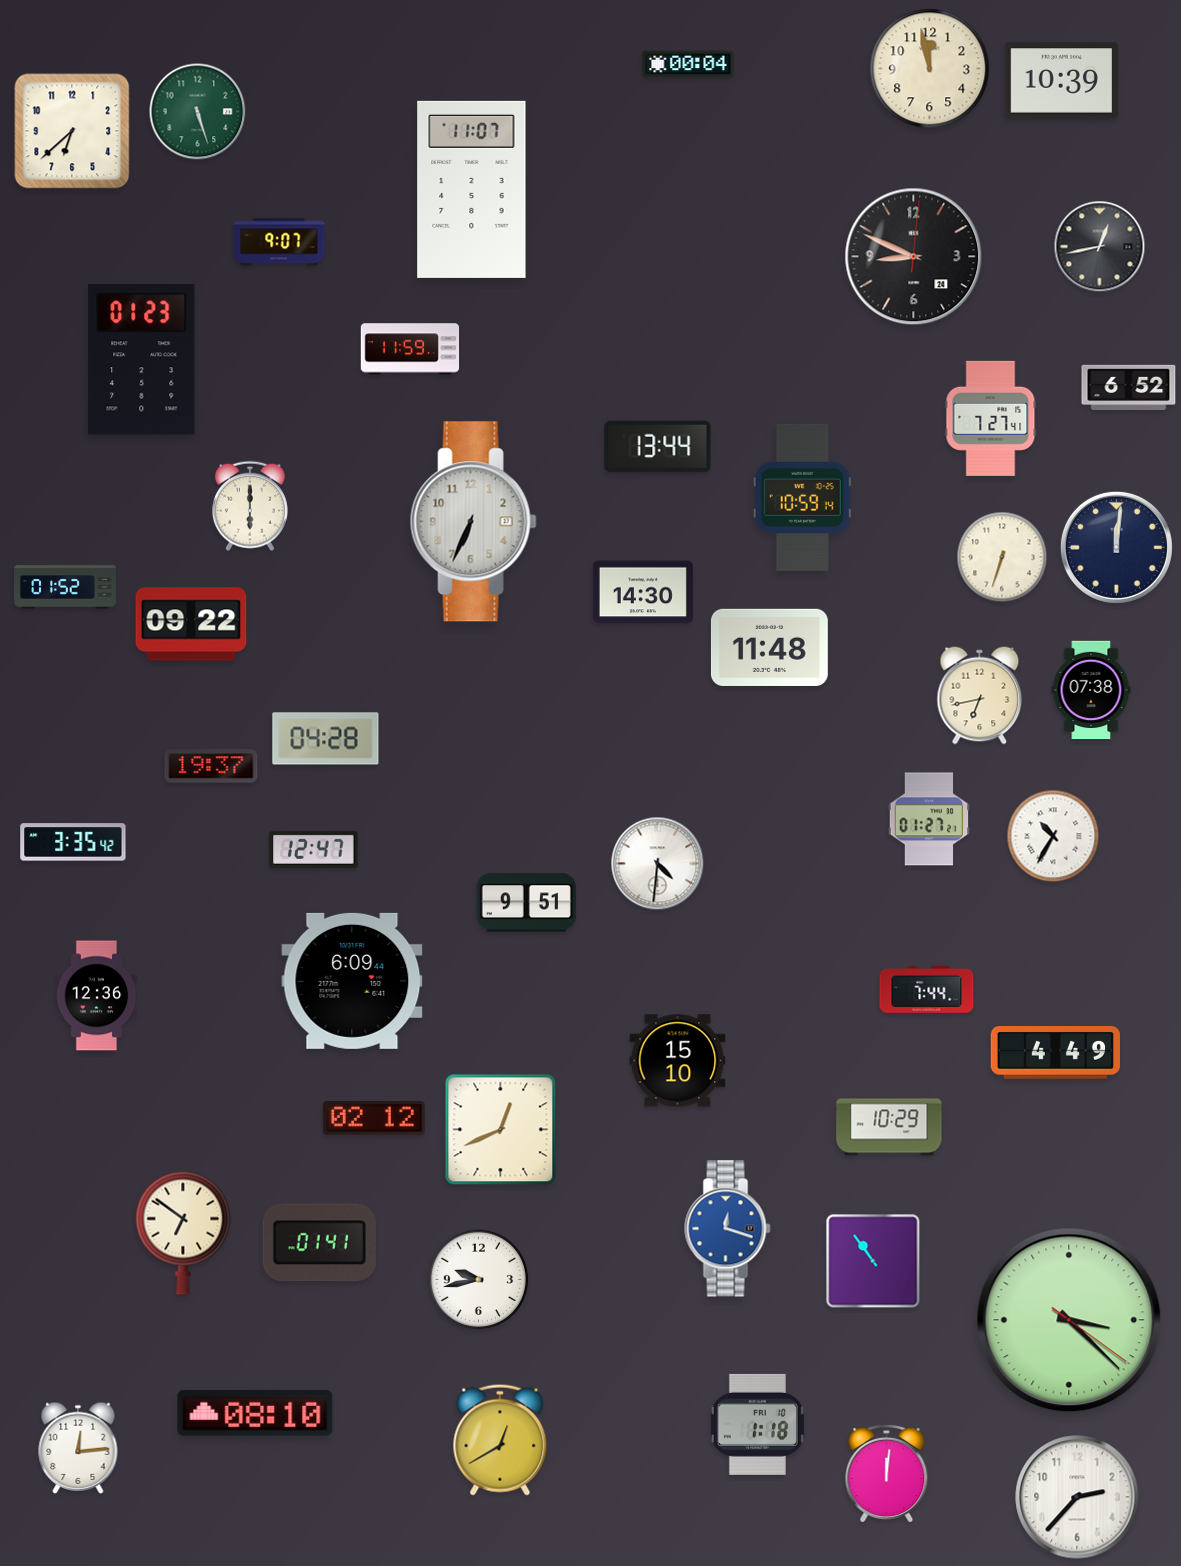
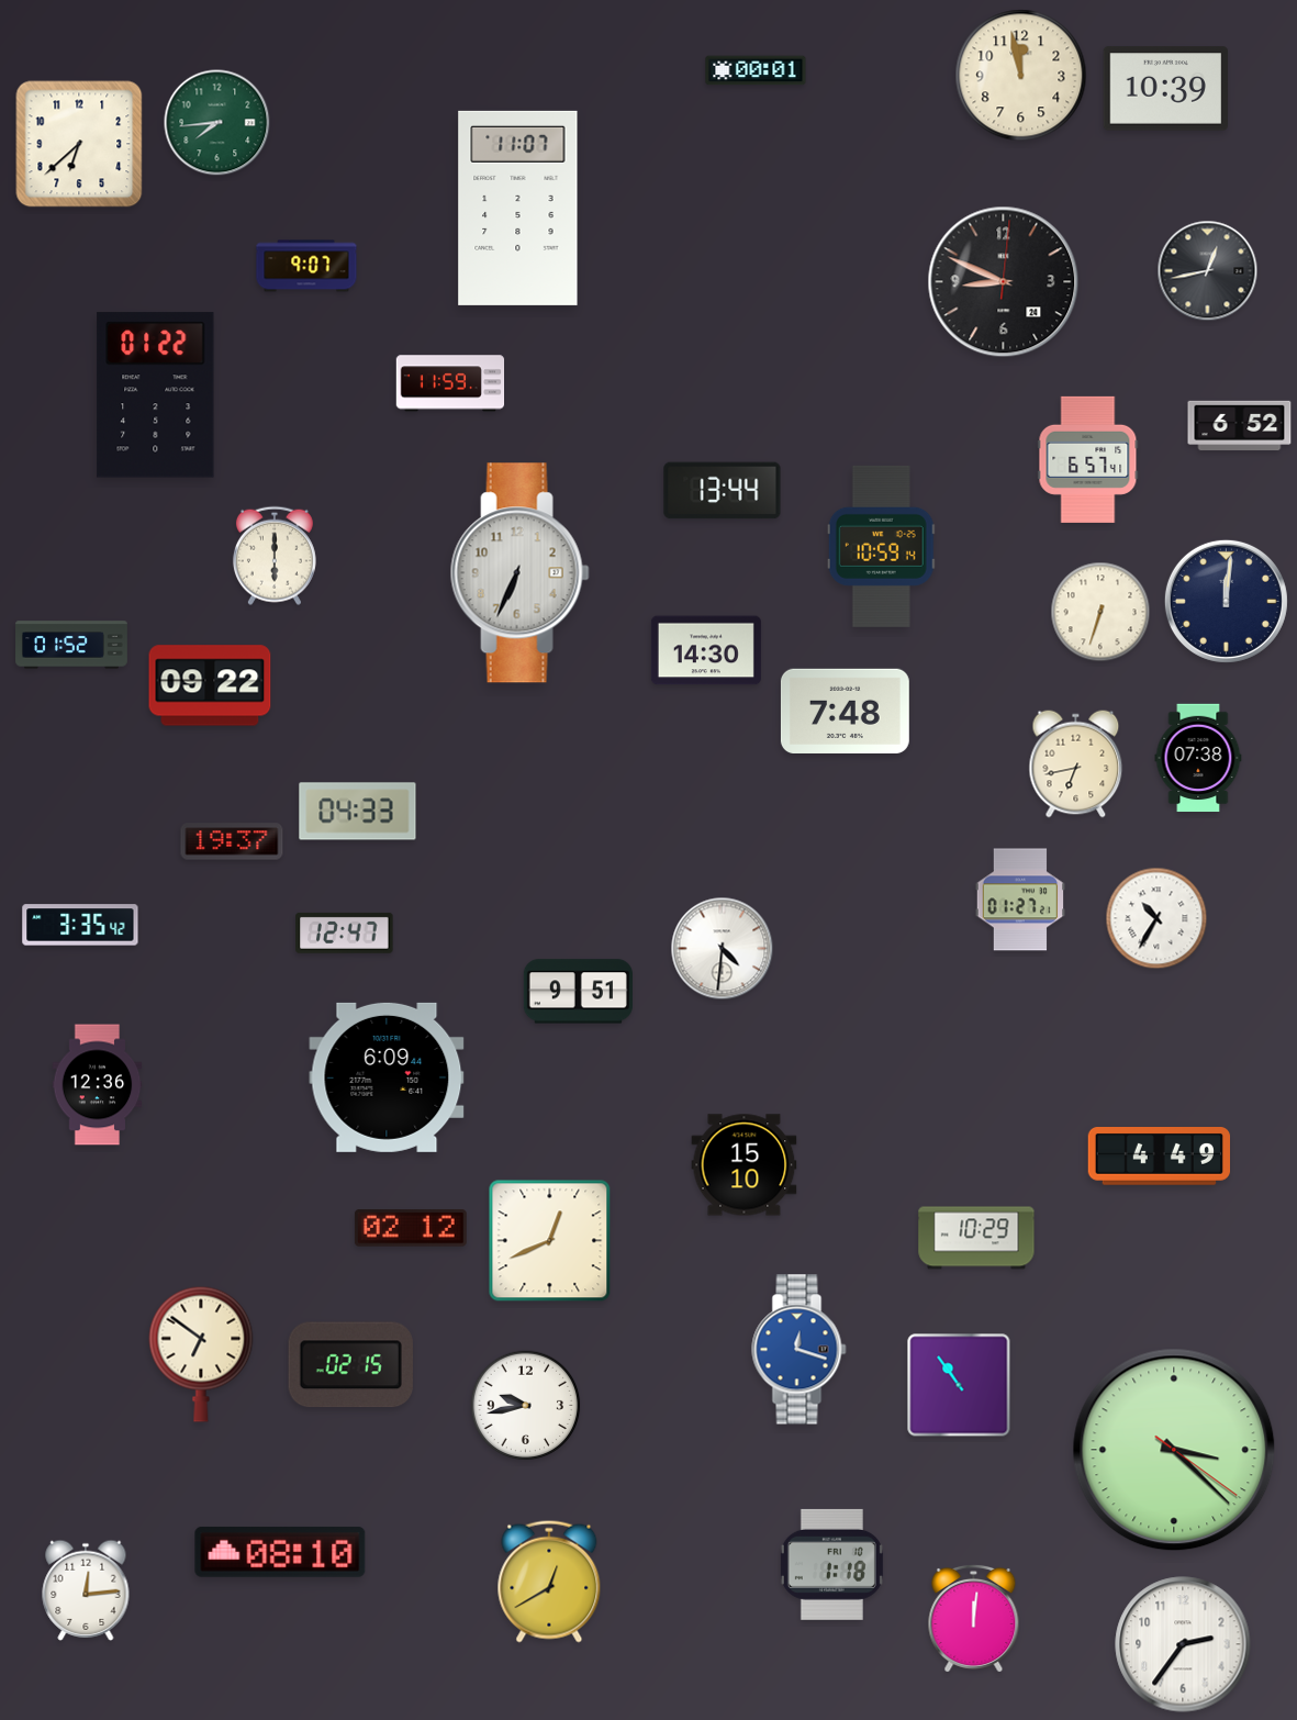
clock at (688, 64): 00:04 -> 00:01
clock at (198, 112): 5:27 -> 7:44
clock at (142, 360): 01:23 -> 01:22
clock at (991, 418): 7:27 -> 6:57
clock at (769, 647): 11:48 -> 7:48
clock at (326, 739): 04:28 -> 04:33
clock at (927, 990): 7:44 -> none
clock at (97, 996) position: (97, 996) -> (98, 1085)
clock at (319, 1243): 01:41 -> 02:15
clock at (1077, 1497): 2:37 -> 2:36
